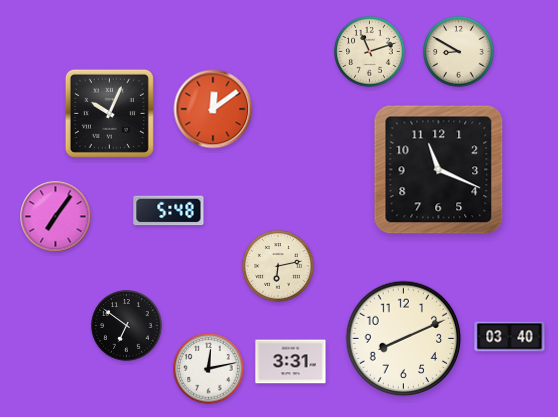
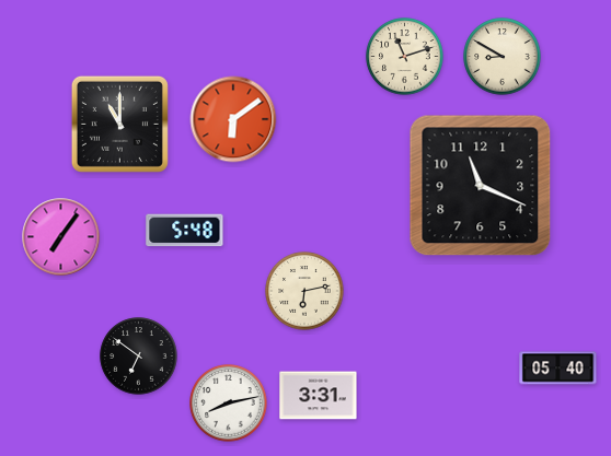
clock at (213, 109): 12:09 -> 6:09
clock at (109, 113): 10:04 -> 11:00
clock at (510, 337): 03:40 -> 05:40
clock at (404, 339): 8:11 -> none
clock at (209, 369): 12:13 -> 8:13
